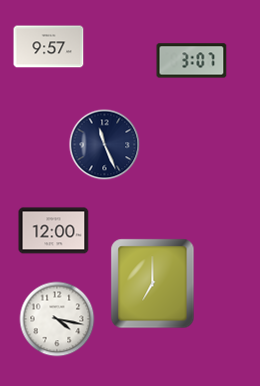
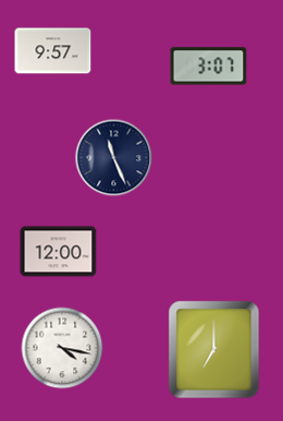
clock at (153, 284) position: (153, 284) -> (214, 350)
